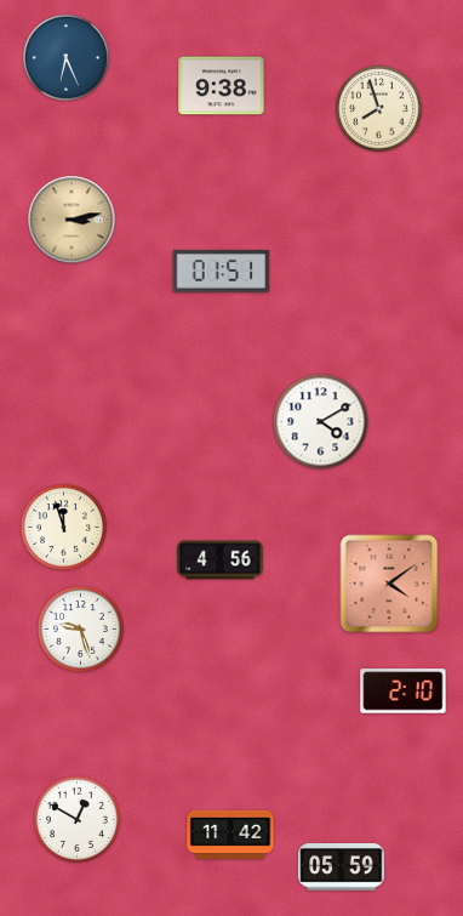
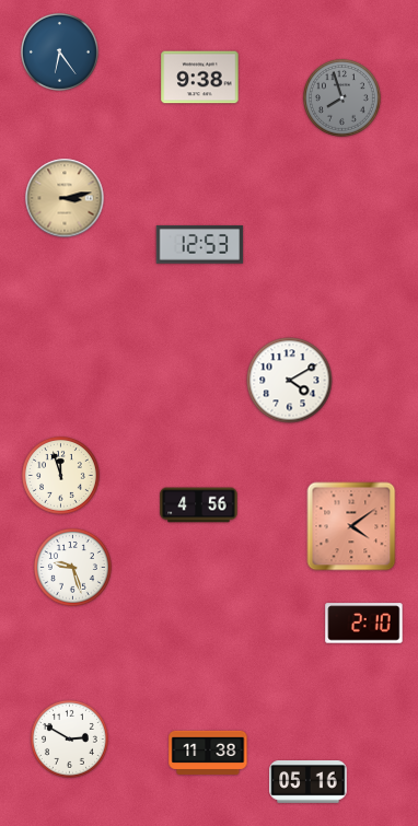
clock at (65, 57): 6:26 -> 6:24
clock at (378, 108) dial: cream -> grey
clock at (222, 272): 01:51 -> 12:53
clock at (63, 527) position: (63, 527) -> (60, 475)
clock at (76, 819): 12:50 -> 2:50
clock at (230, 835): 11:42 -> 11:38
clock at (342, 867): 05:59 -> 05:16
